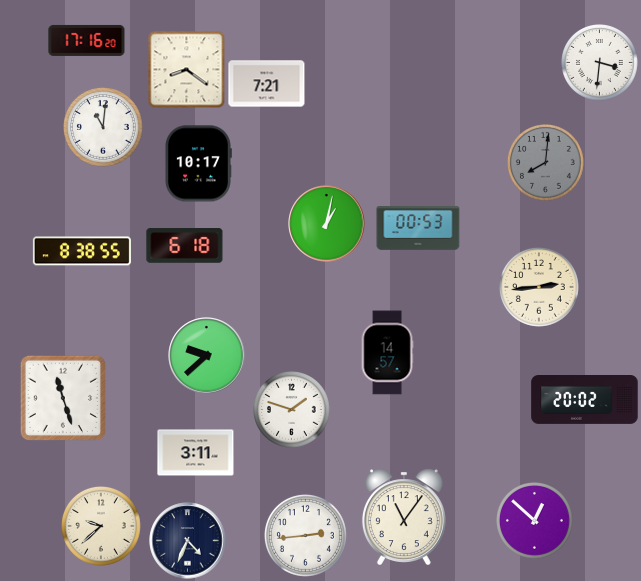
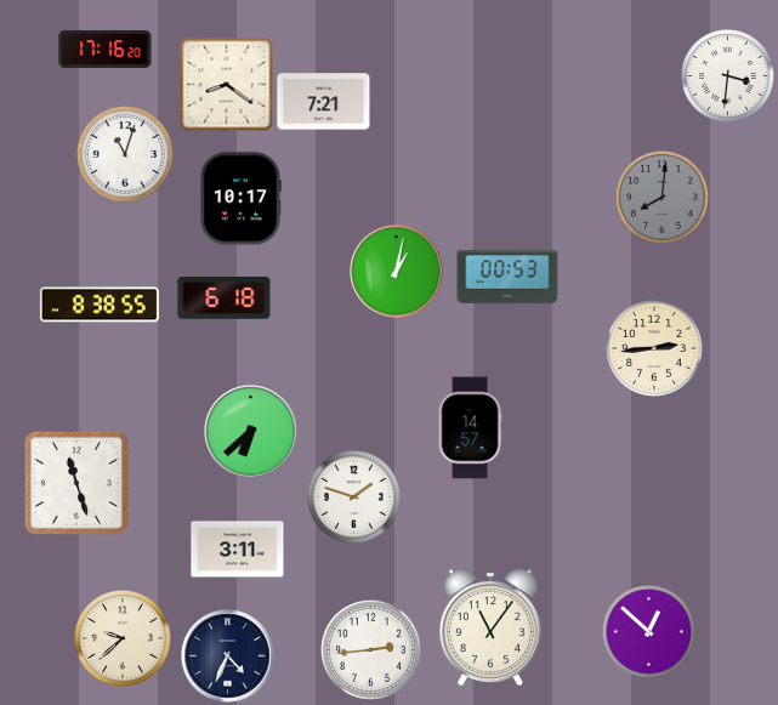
clock at (103, 127): 11:01 -> 11:03
clock at (207, 356): 9:38 -> 6:38
clock at (585, 400): 20:02 -> none
